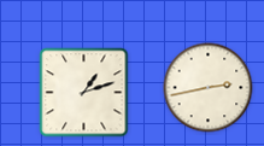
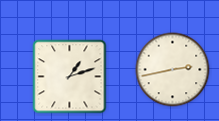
clock at (209, 88) position: (209, 88) -> (173, 70)
